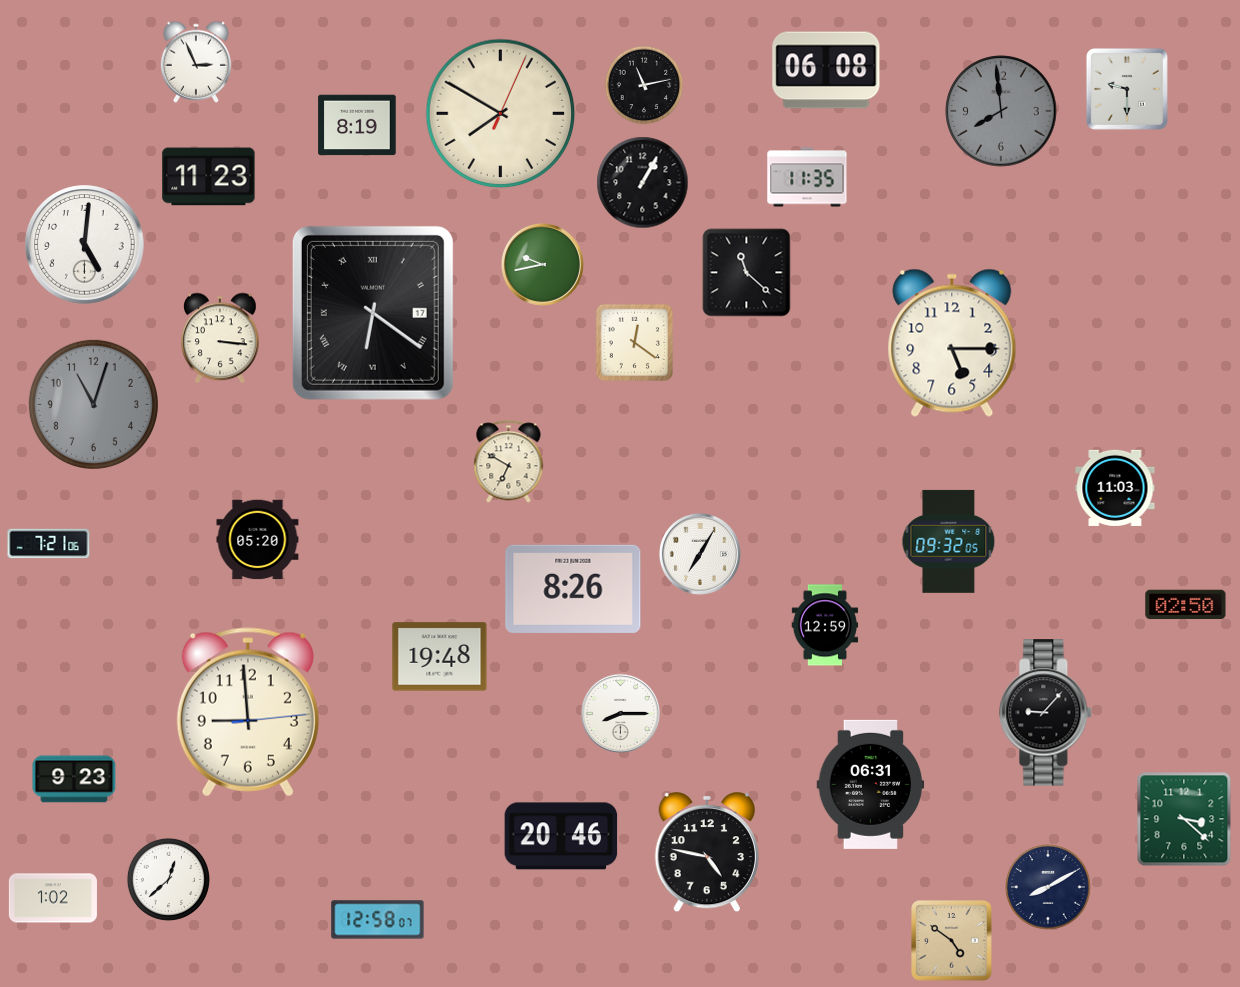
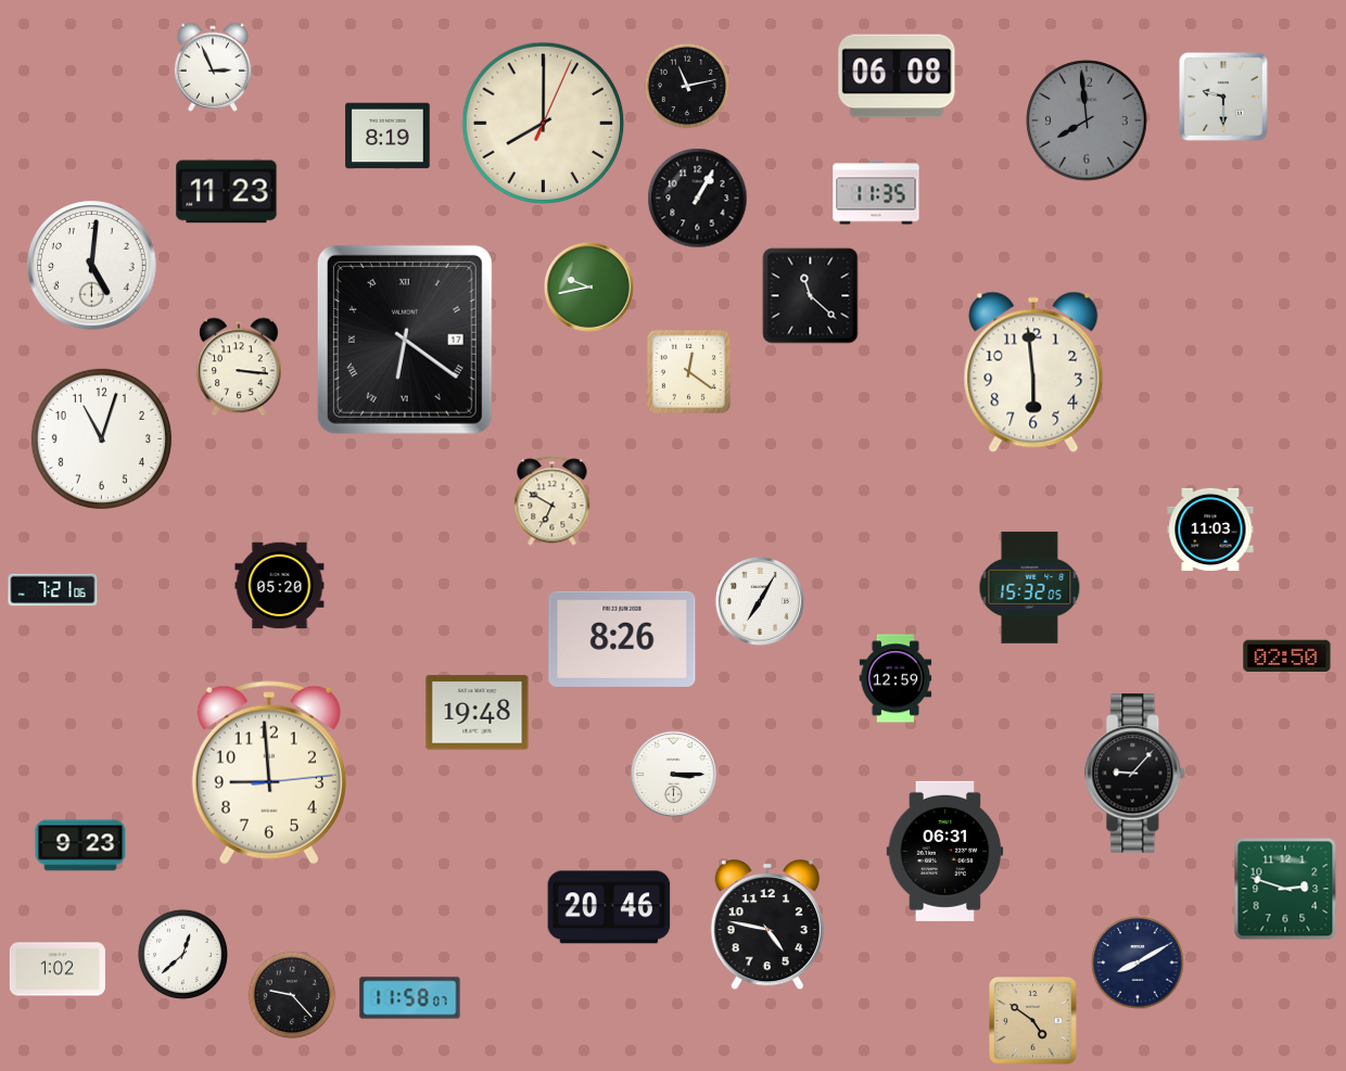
clock at (644, 85) position: (644, 85) -> (687, 86)
clock at (501, 114): 7:50 -> 8:00
clock at (952, 343): 5:15 -> 5:59
clock at (93, 404) dial: grey -> white
clock at (949, 541): 09:32 -> 15:32
clock at (620, 713): 8:15 -> 3:15
clock at (1184, 819): 3:22 -> 2:48
clock at (53, 898) position: (53, 898) -> (58, 969)
clock at (292, 995): none -> 9:23
clock at (378, 920): 12:58 -> 11:58
